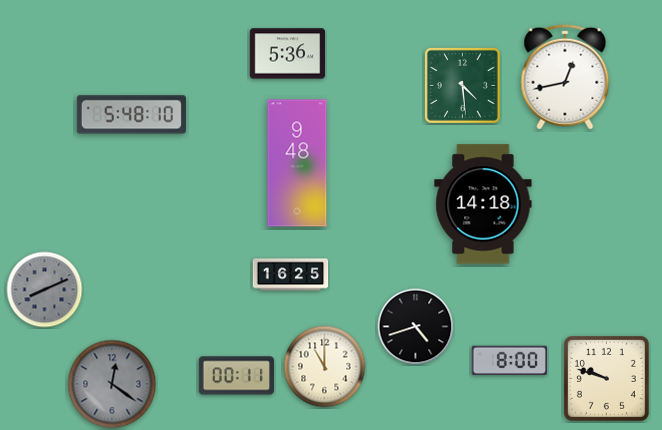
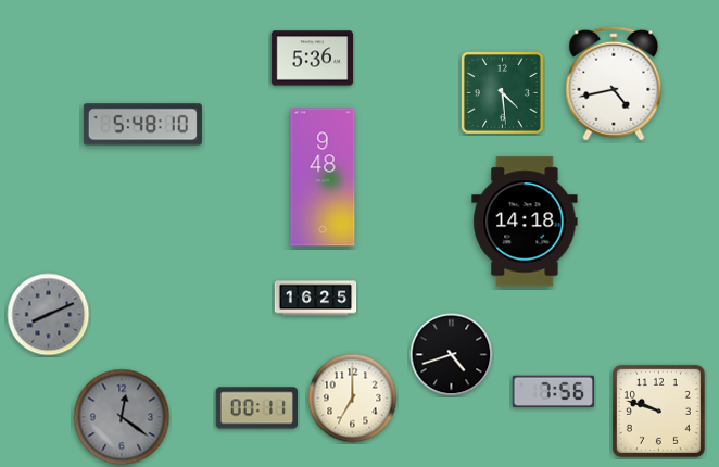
clock at (565, 77): 12:43 -> 4:43
clock at (509, 361): 8:00 -> 7:56
clock at (325, 367): 11:00 -> 7:00
